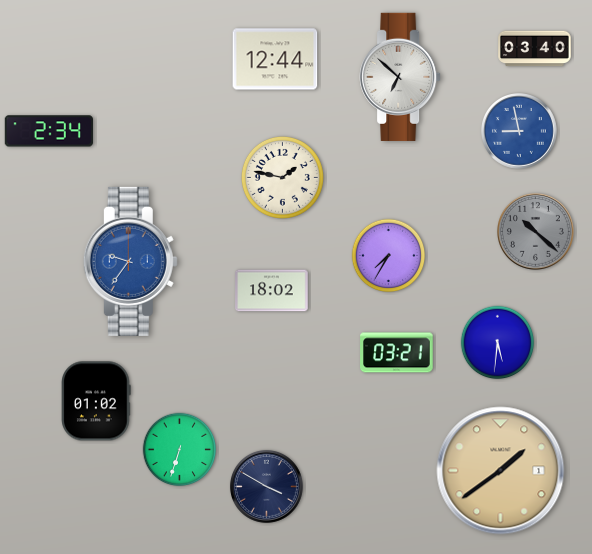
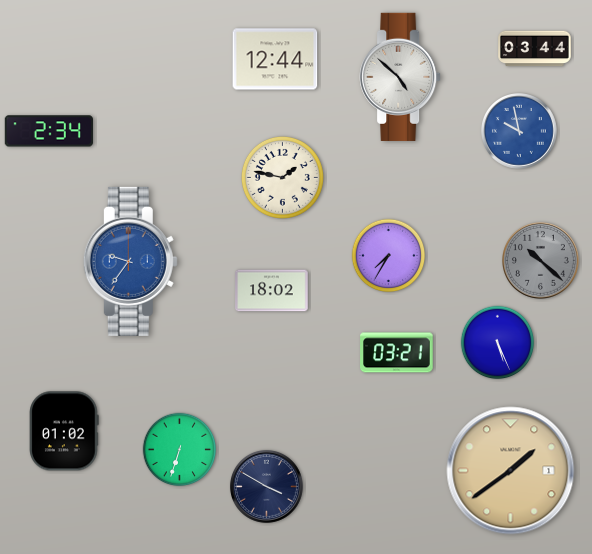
clock at (535, 49): 03:40 -> 03:44
clock at (400, 77): 6:52 -> 4:52
clock at (520, 132): 8:58 -> 9:58
clock at (536, 232) position: (536, 232) -> (541, 261)
clock at (498, 343): 5:31 -> 5:26
clock at (96, 401) position: (96, 401) -> (64, 431)
clock at (501, 471) position: (501, 471) -> (511, 471)
